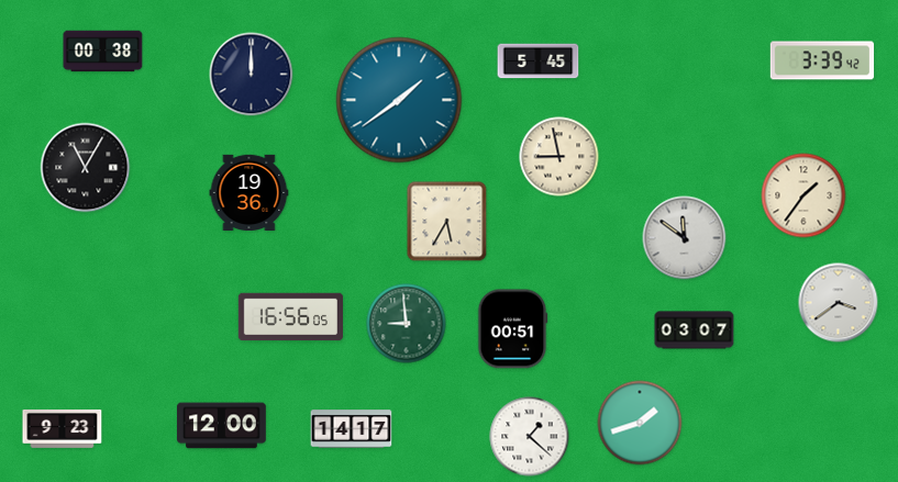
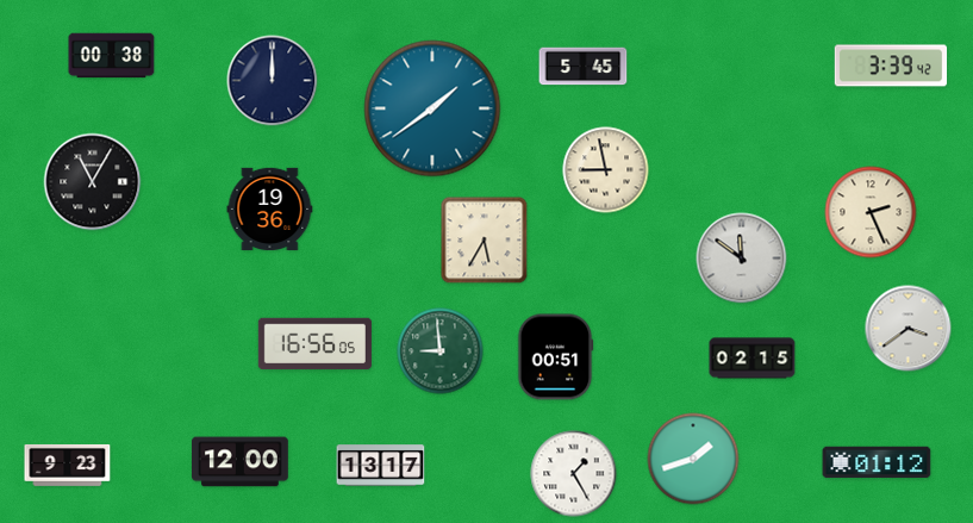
clock at (803, 195): 1:36 -> 2:26
clock at (695, 330): 03:07 -> 02:15
clock at (877, 462): none -> 01:12
clock at (352, 429): 14:17 -> 13:17
clock at (530, 437): 1:22 -> 1:25
